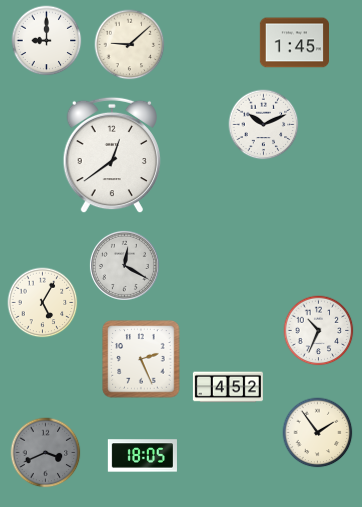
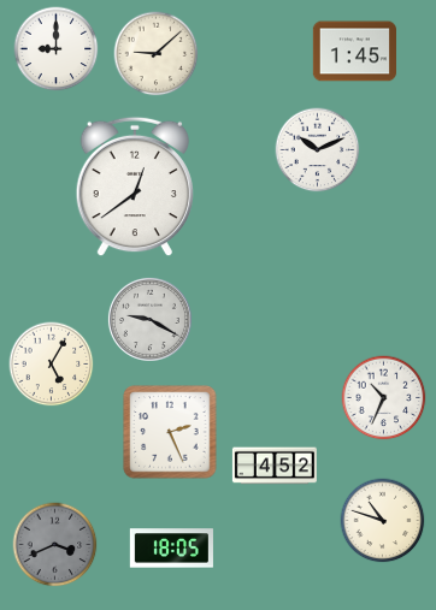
clock at (124, 265): 12:20 -> 9:20
clock at (318, 433): 1:54 -> 10:48
